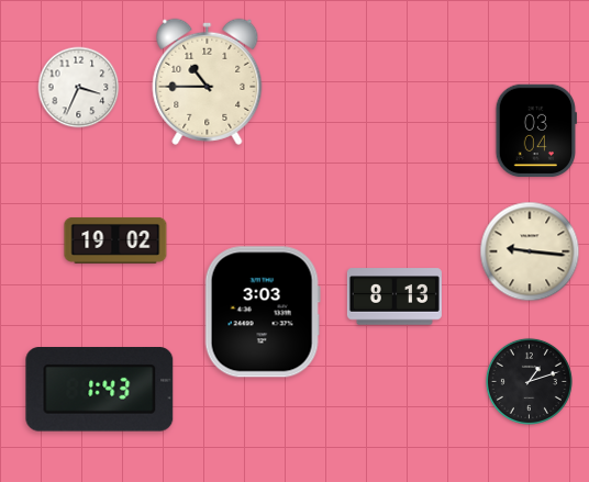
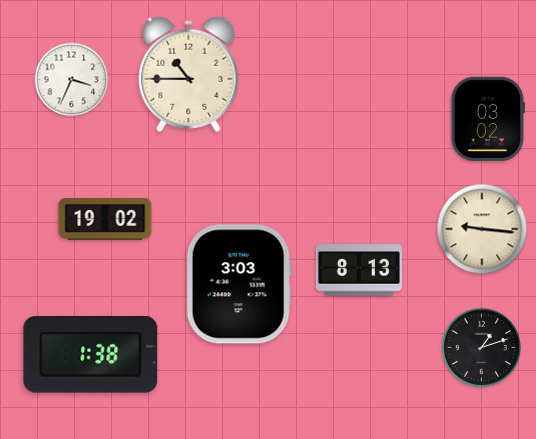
clock at (535, 131): 03:04 -> 03:02
clock at (100, 390): 1:43 -> 1:38
